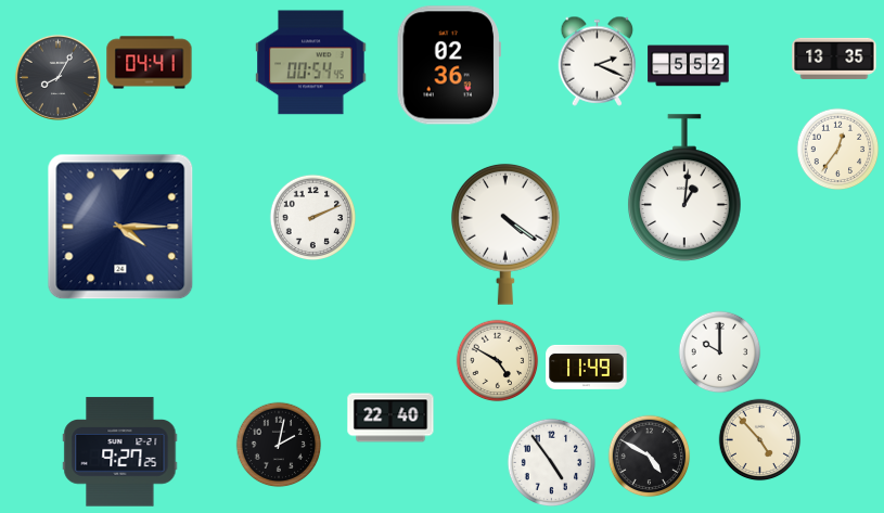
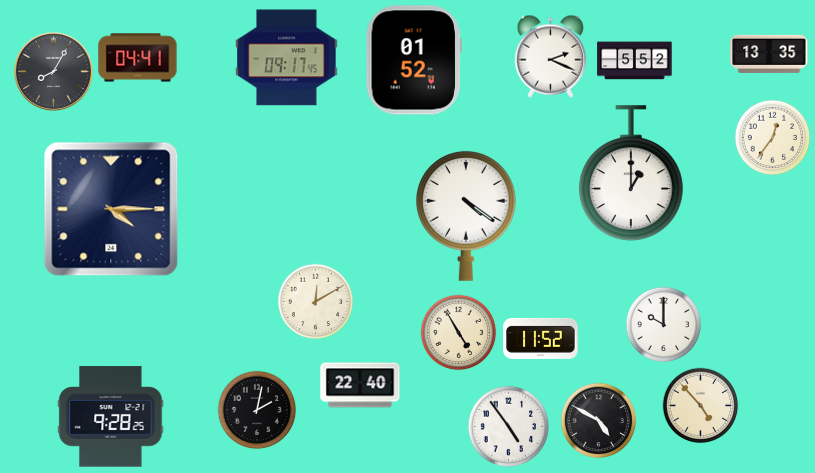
clock at (311, 63): 00:54 -> 09:17
clock at (449, 65): 02:36 -> 01:52
clock at (684, 188): 1:01 -> 1:00
clock at (313, 218): 2:11 -> none
clock at (316, 302): none -> 12:10
clock at (498, 361): 4:50 -> 4:55
clock at (587, 367): 11:49 -> 11:52
clock at (120, 452): 9:27 -> 9:28
